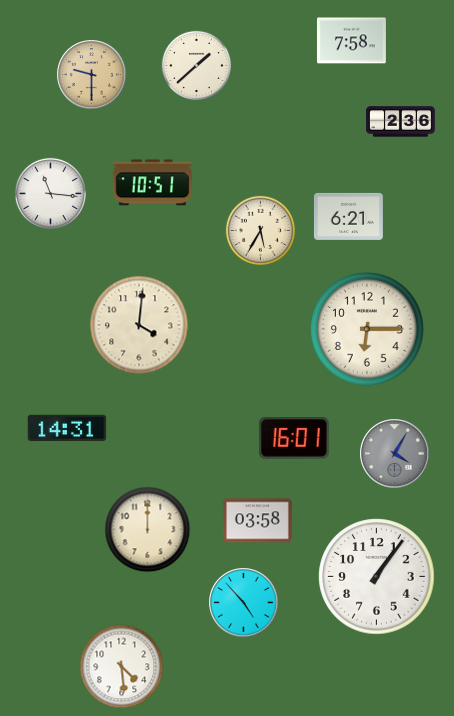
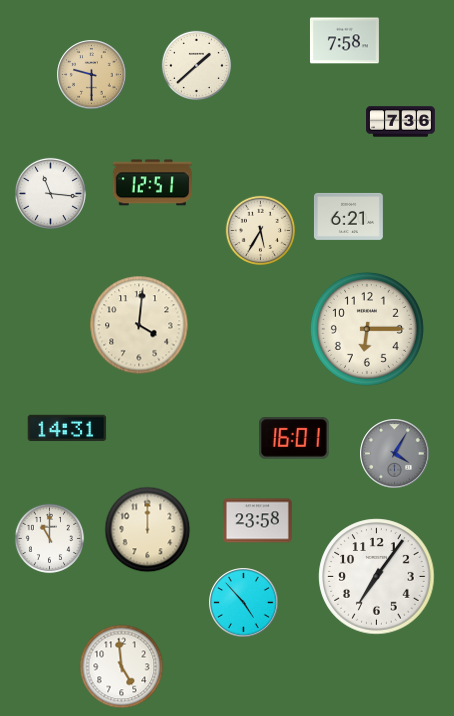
clock at (351, 41) position: (351, 41) -> (344, 41)
clock at (401, 122): 2:36 -> 7:36
clock at (152, 183): 10:51 -> 12:51
clock at (257, 521): 03:58 -> 23:58
clock at (50, 539): none -> 11:00
clock at (377, 577): 1:06 -> 7:06
clock at (122, 667): 4:29 -> 4:59
